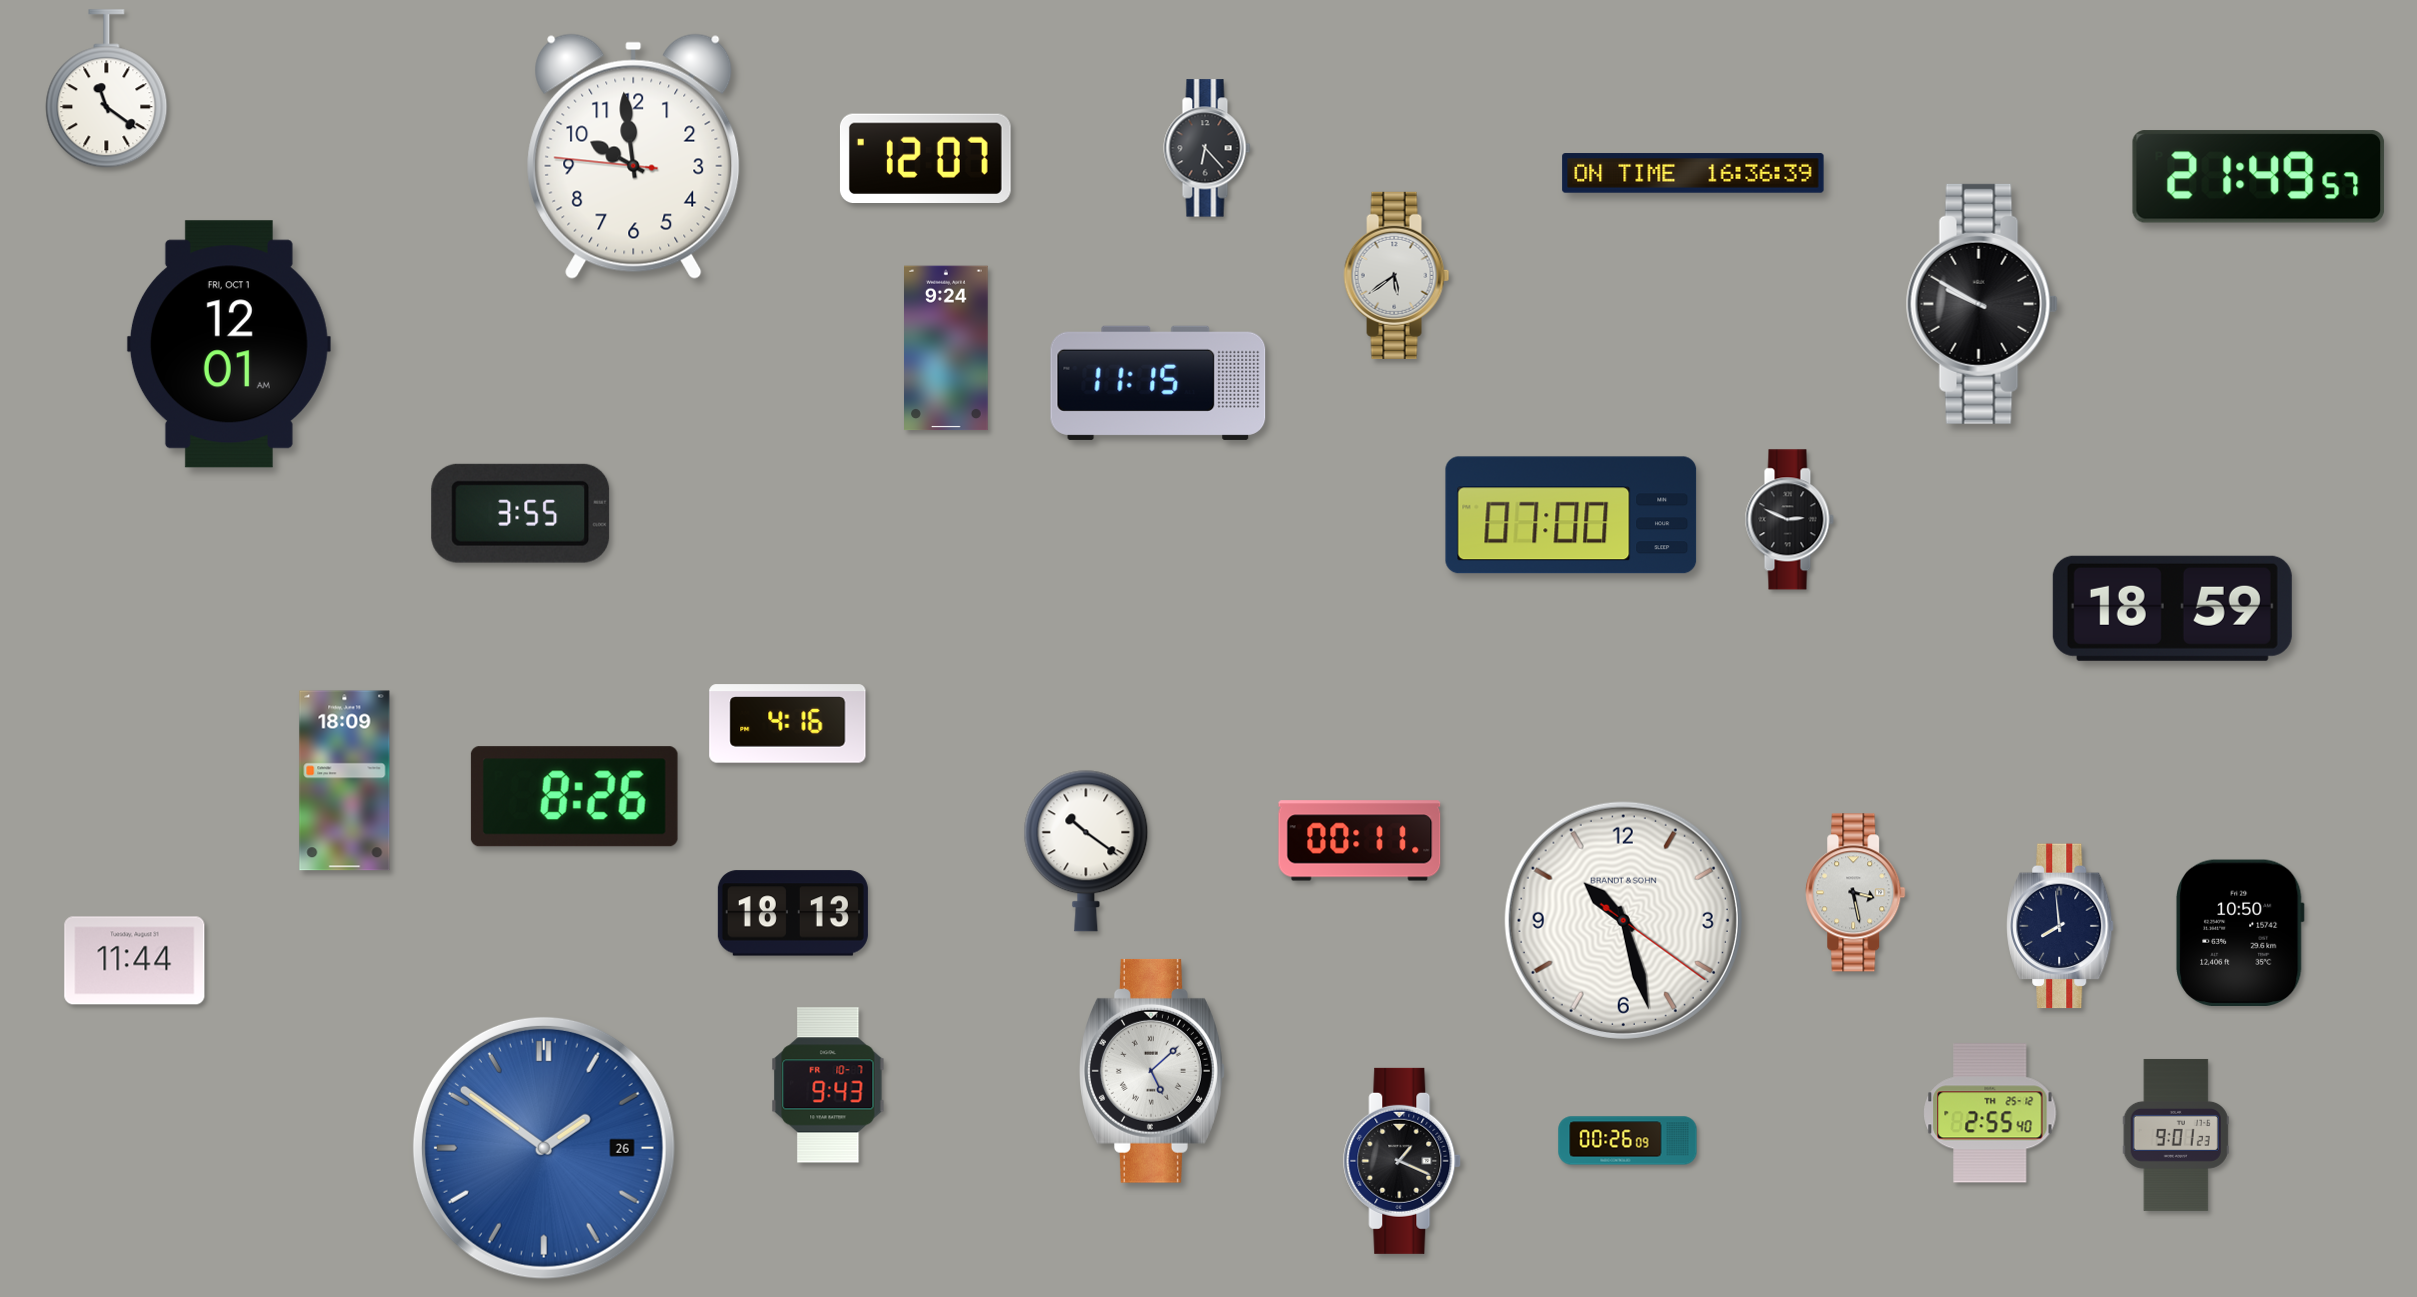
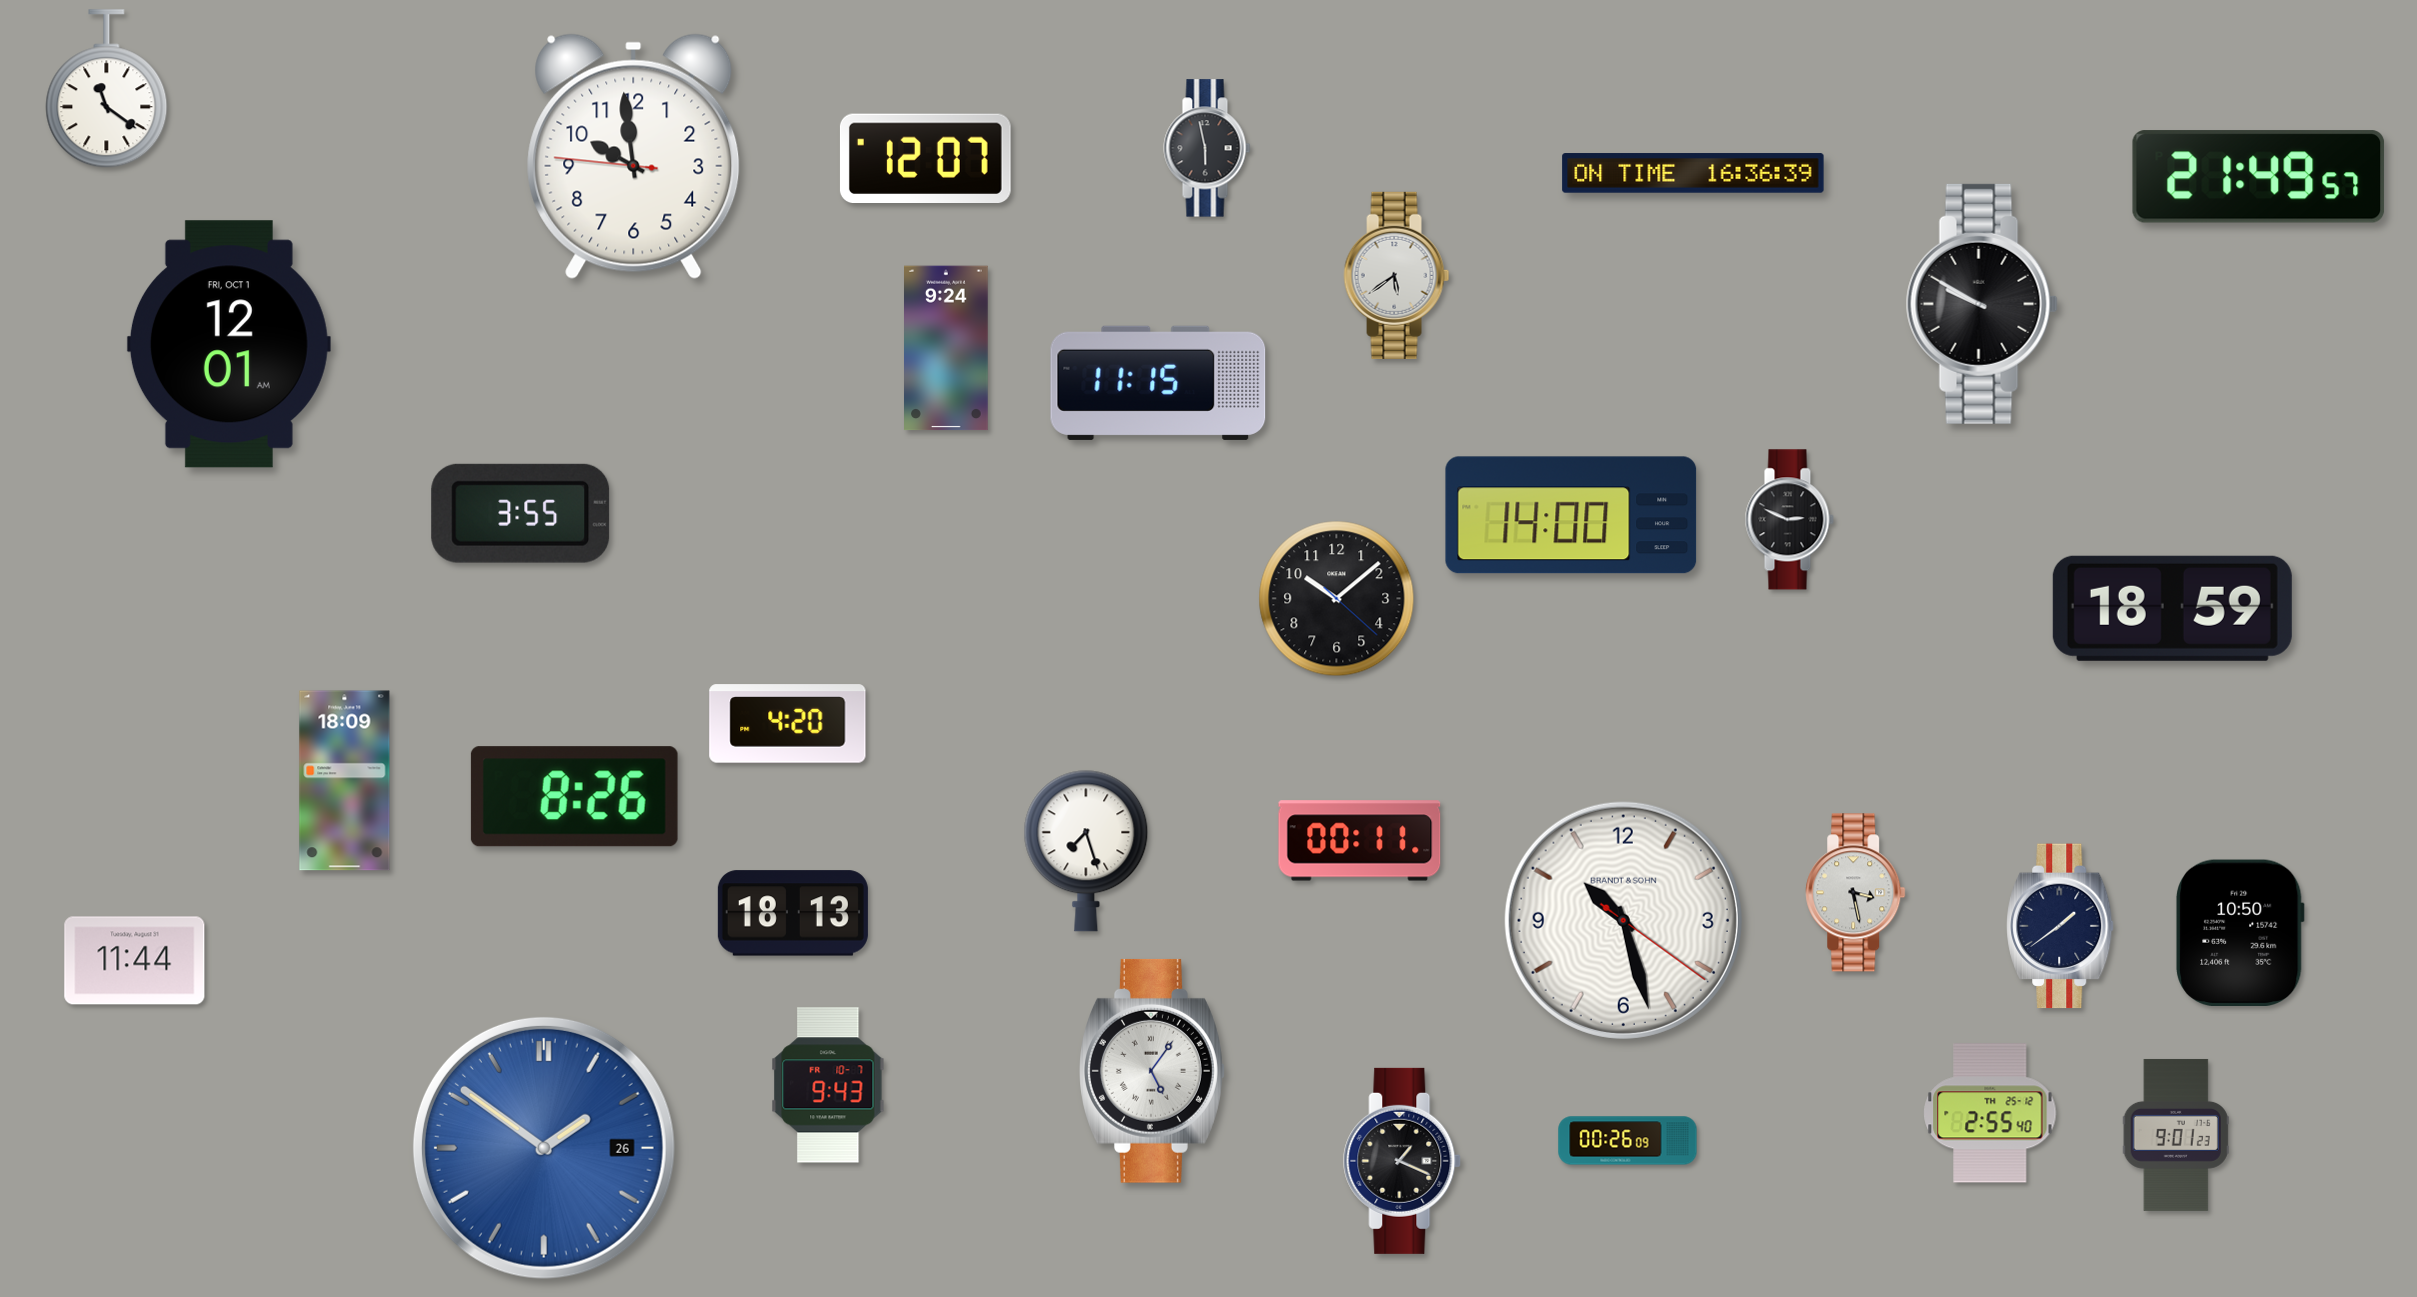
clock at (1207, 148): 6:23 -> 5:58
clock at (1571, 515): 07:00 -> 14:00
clock at (1337, 599): none -> 10:08
clock at (788, 724): 4:16 -> 4:20
clock at (1086, 851): 10:21 -> 7:27
clock at (2060, 926): 7:59 -> 1:39
clock at (1153, 1071): 5:08 -> 5:06
